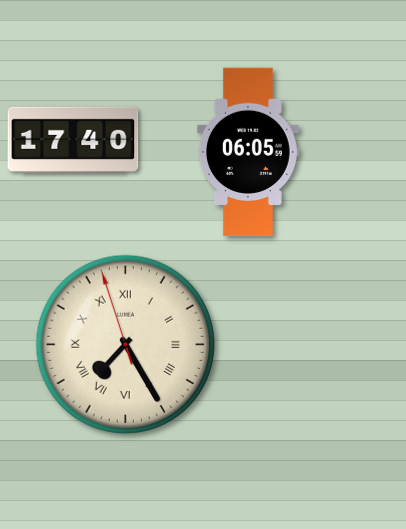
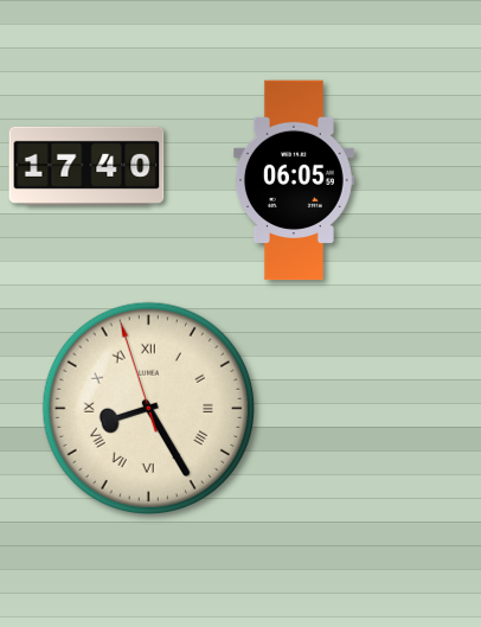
clock at (125, 344): 7:24 -> 8:24
